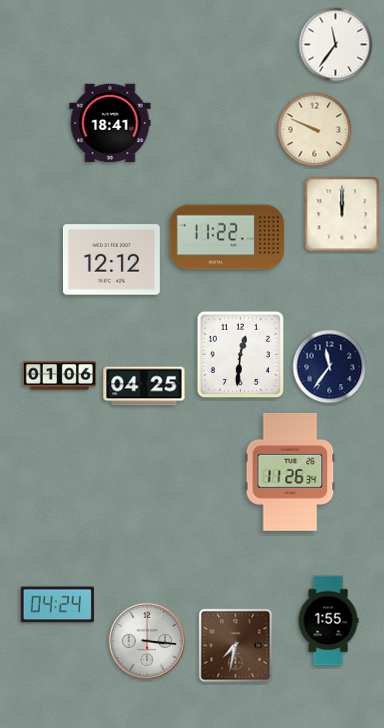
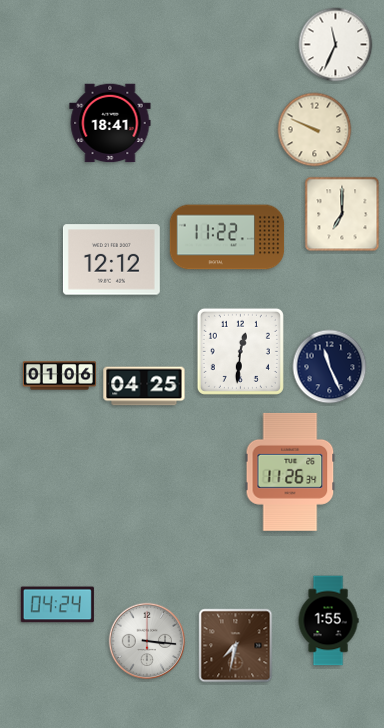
clock at (336, 45): 11:36 -> 11:34
clock at (342, 214): 12:00 -> 7:00
clock at (240, 354) position: (240, 354) -> (240, 351)
clock at (330, 367): 11:36 -> 11:26
